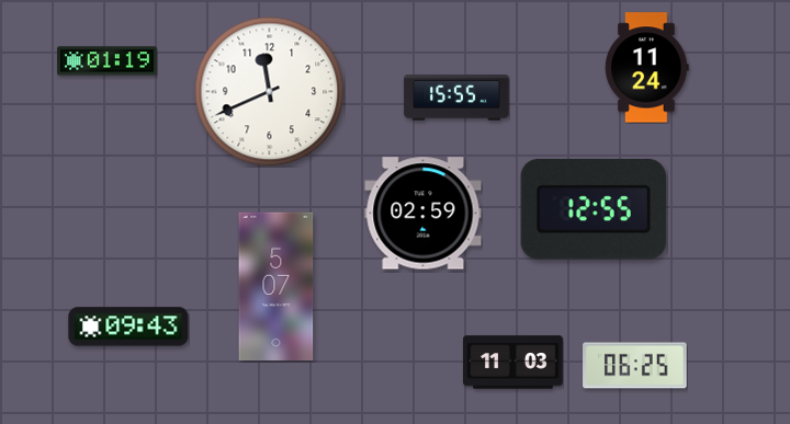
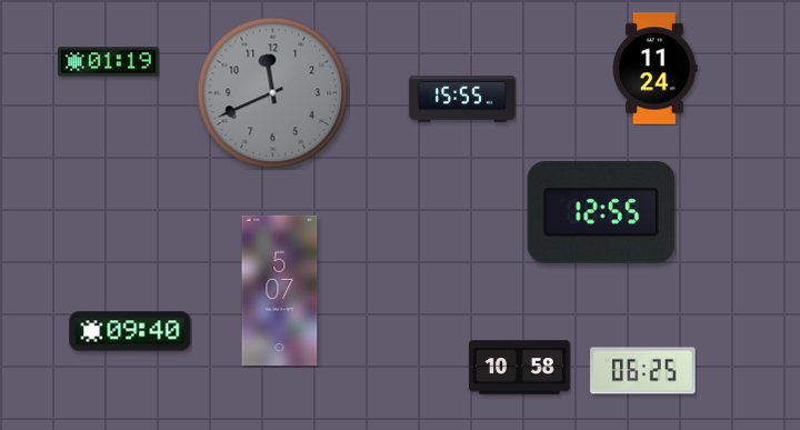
clock at (270, 92) dial: white -> grey
clock at (424, 214): 02:59 -> none
clock at (128, 326): 09:43 -> 09:40
clock at (513, 363): 11:03 -> 10:58
